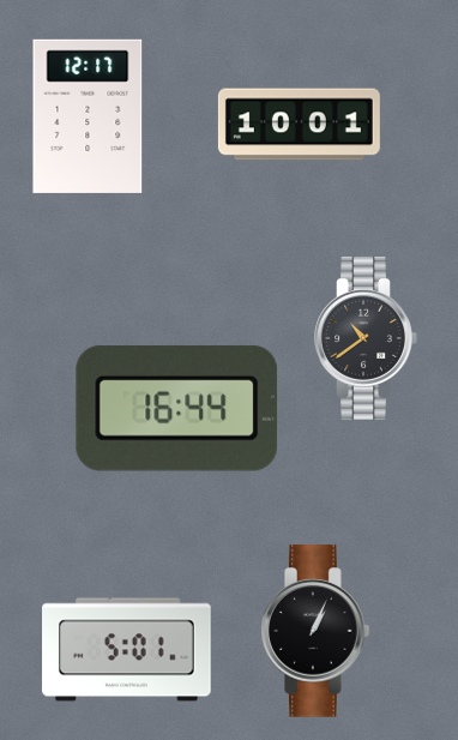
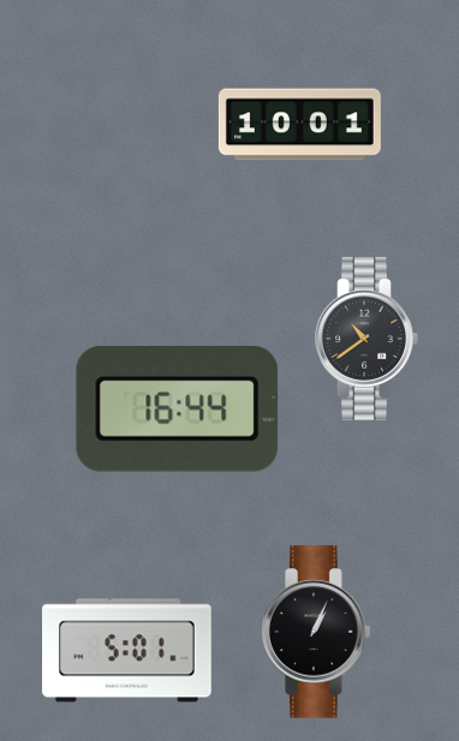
clock at (88, 116): 12:17 -> none
